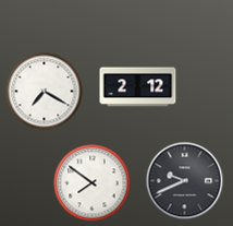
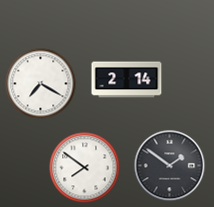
clock at (138, 87): 2:12 -> 2:14
clock at (185, 181): 9:41 -> 1:51
